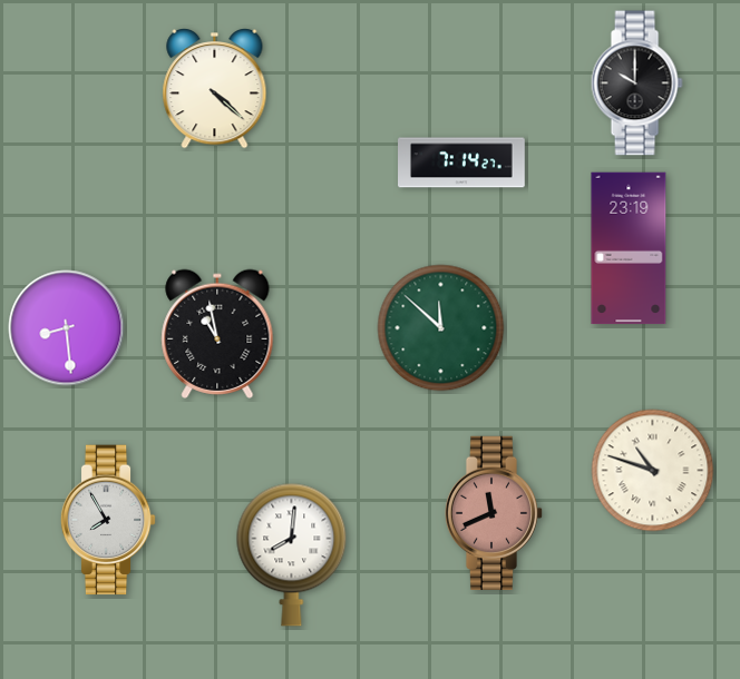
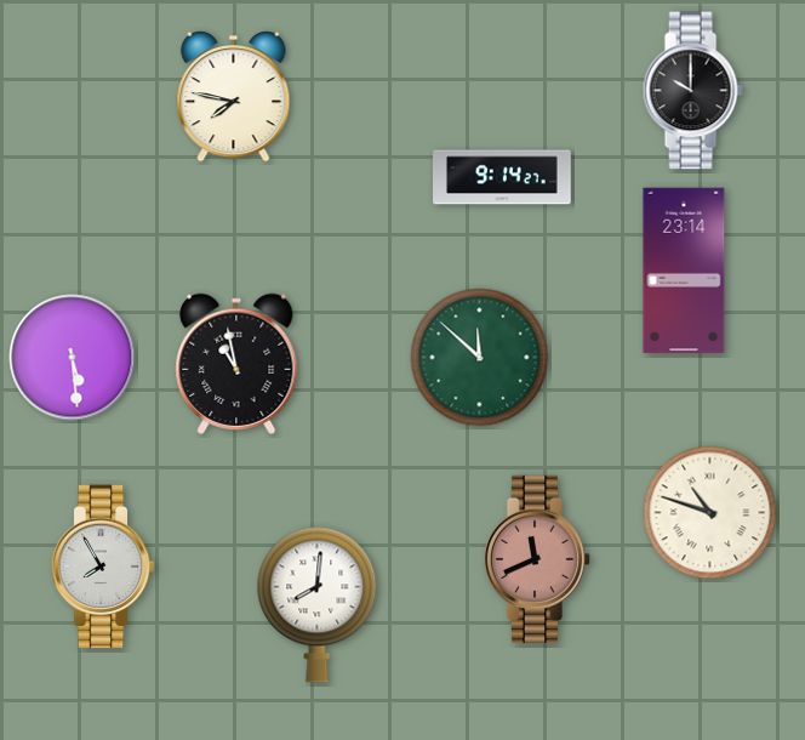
clock at (215, 88): 4:22 -> 7:47
clock at (461, 163): 7:14 -> 9:14
clock at (629, 248): 23:19 -> 23:14
clock at (67, 328): 8:29 -> 5:29
clock at (108, 520) position: (108, 520) -> (103, 567)
